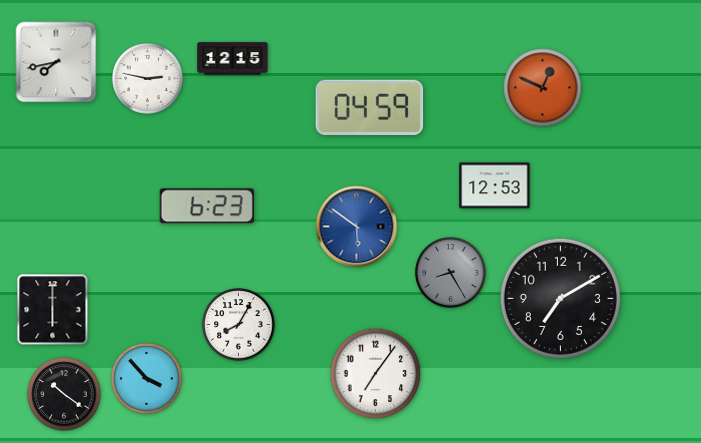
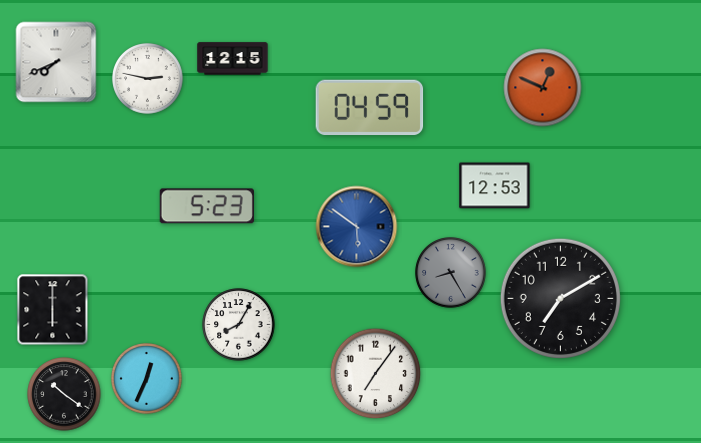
clock at (56, 62): 7:43 -> 7:41
clock at (207, 206): 6:23 -> 5:23
clock at (147, 379): 3:53 -> 12:34
